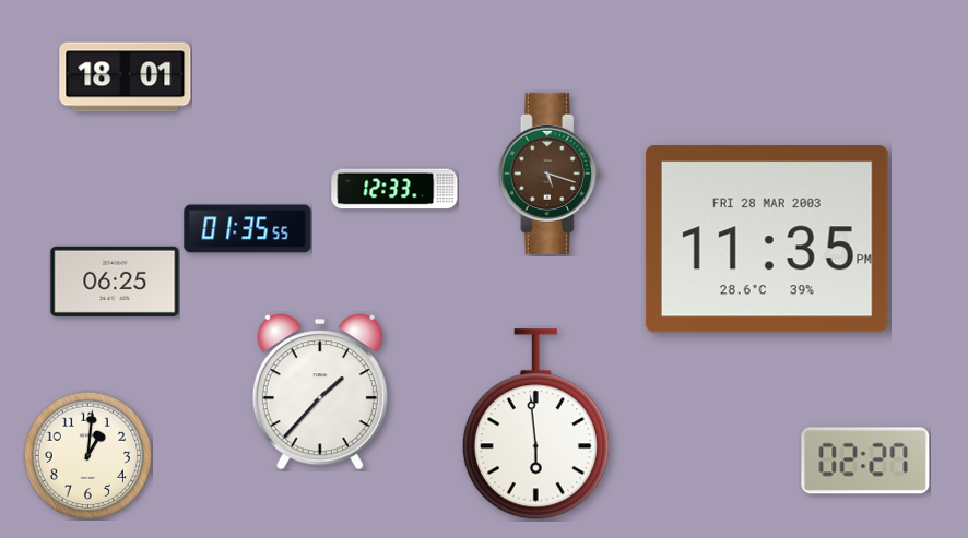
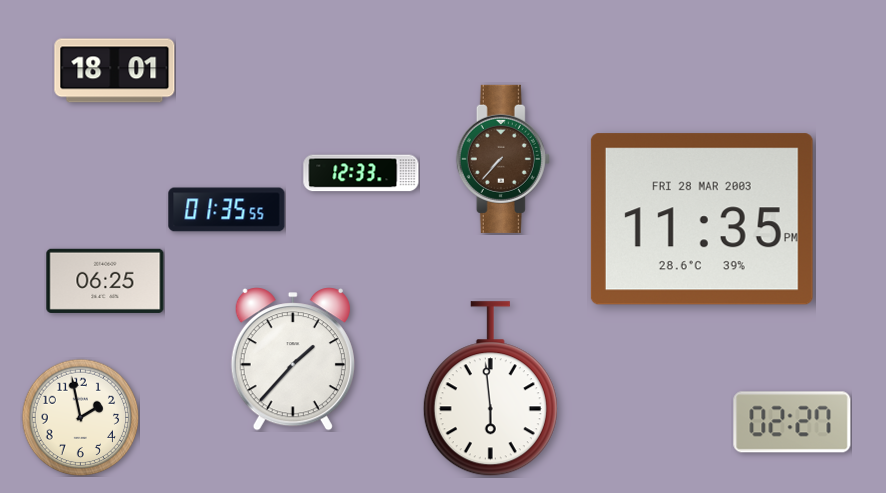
clock at (550, 174): 5:18 -> 7:37
clock at (115, 282) position: (115, 282) -> (105, 281)
clock at (87, 455): 1:01 -> 1:58
